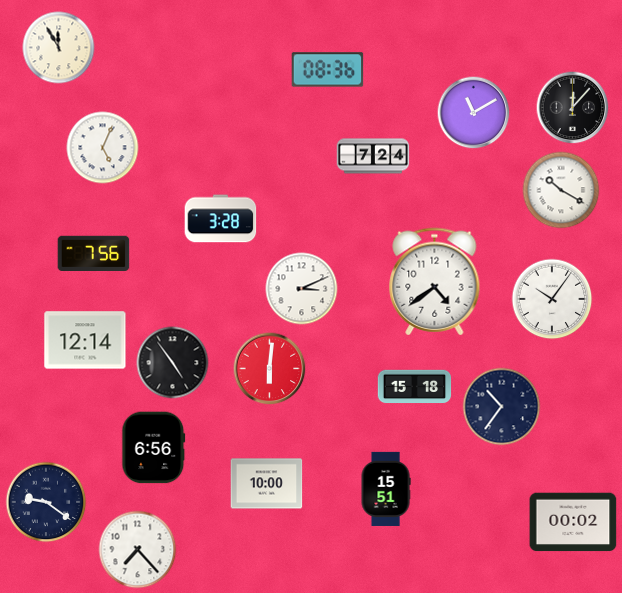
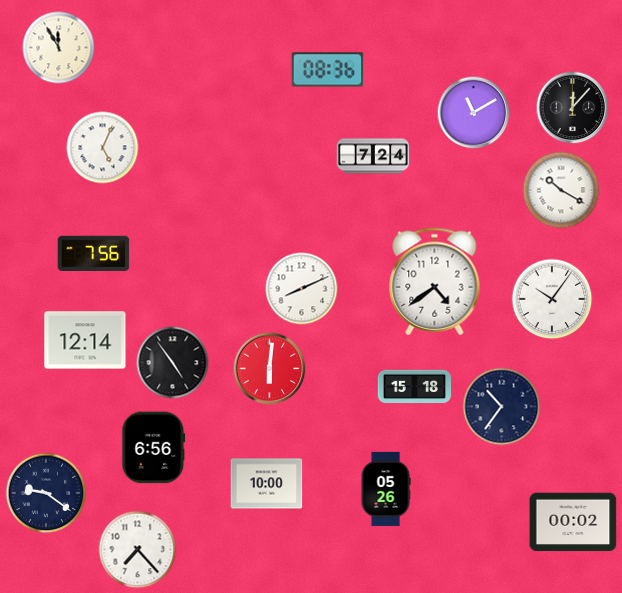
clock at (221, 219): 3:28 -> none
clock at (302, 289): 3:11 -> 8:11
clock at (386, 489): 15:51 -> 05:26
clock at (46, 502) position: (46, 502) -> (46, 493)
